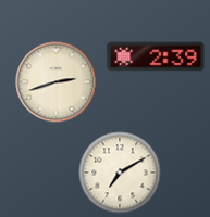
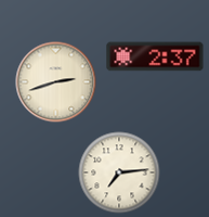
clock at (156, 56): 2:39 -> 2:37
clock at (120, 173): 7:10 -> 7:14
